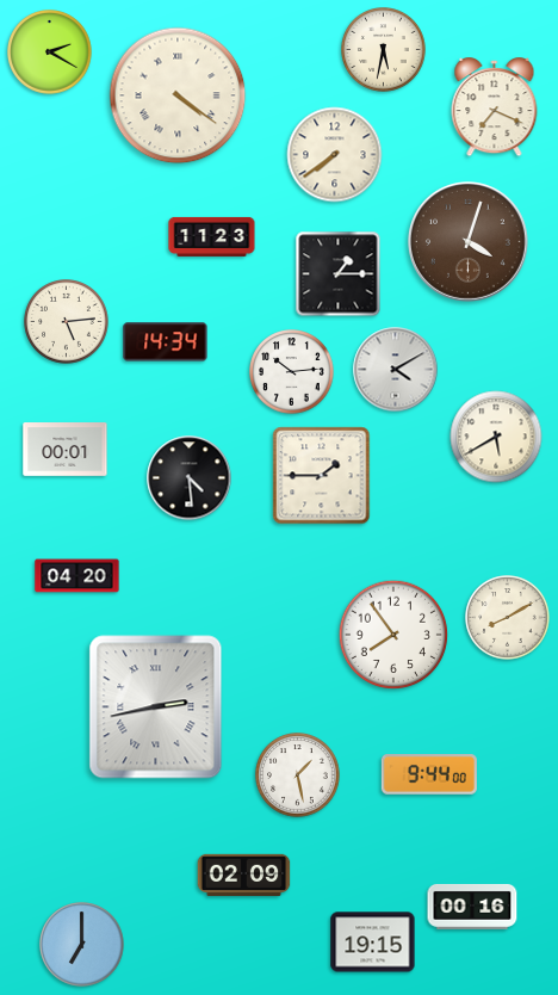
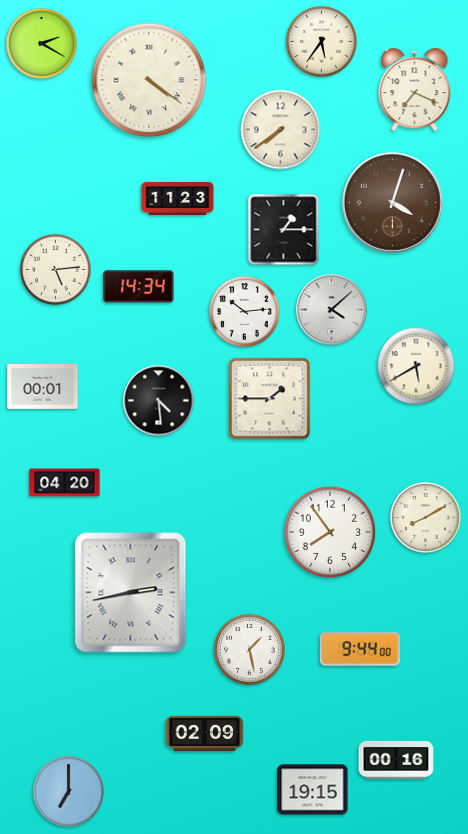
clock at (384, 50): 5:32 -> 5:36
clock at (396, 370): 4:10 -> 4:08
clock at (66, 450) position: (66, 450) -> (43, 387)
